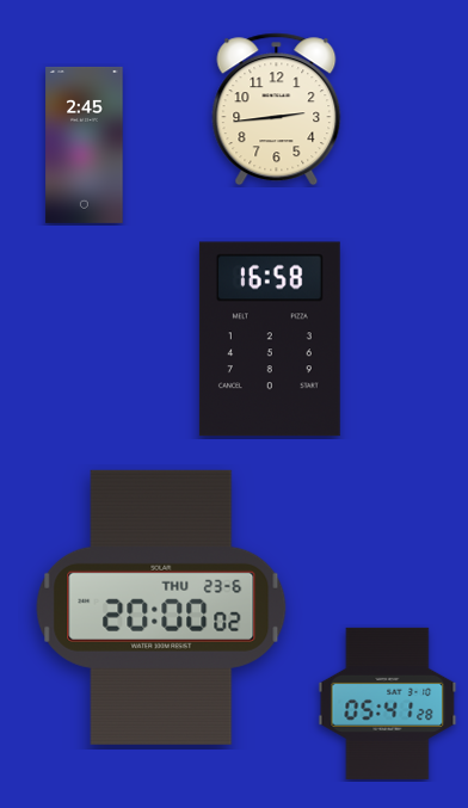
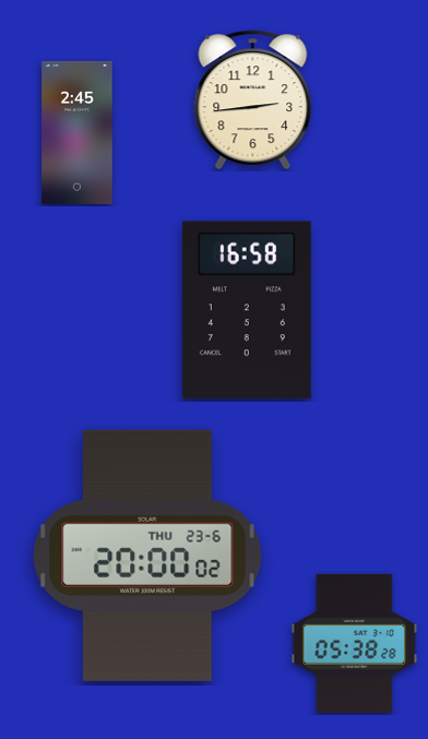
clock at (388, 703): 05:41 -> 05:38
